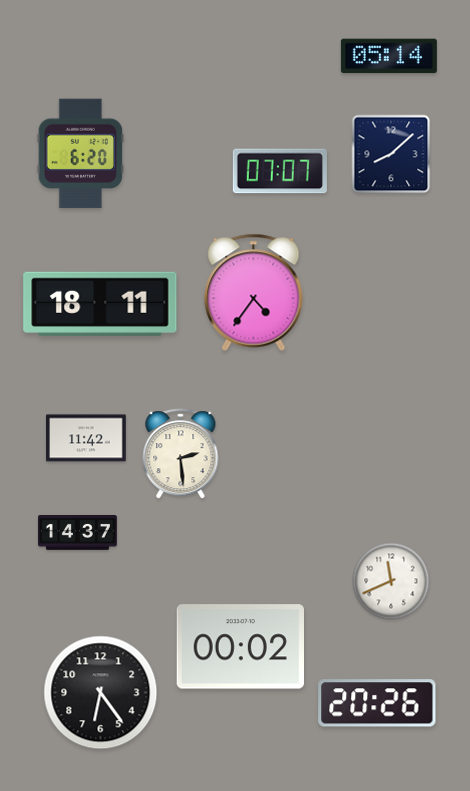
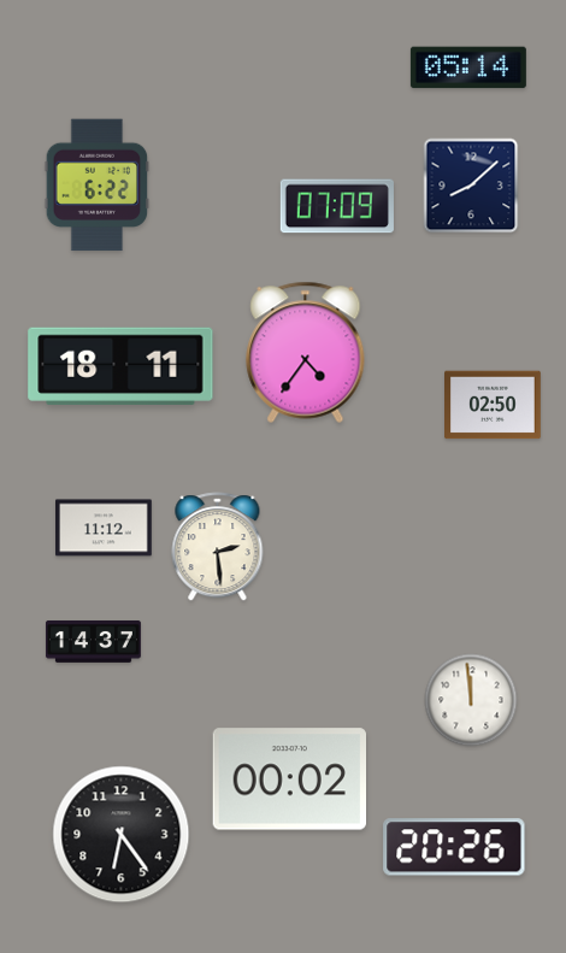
clock at (81, 154): 6:20 -> 6:22
clock at (280, 171): 07:07 -> 07:09
clock at (494, 405): none -> 02:50
clock at (87, 438): 11:42 -> 11:12
clock at (391, 581): 11:41 -> 11:59
